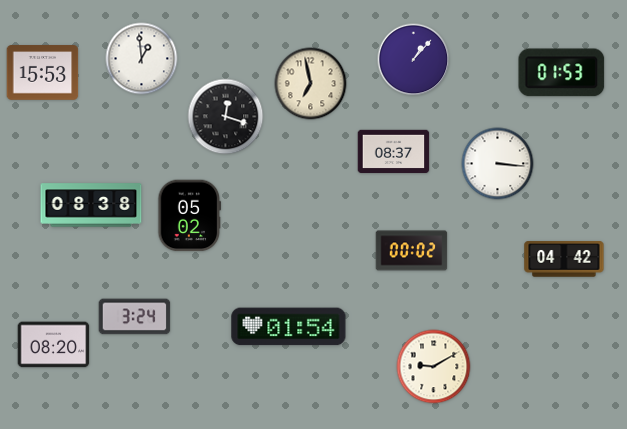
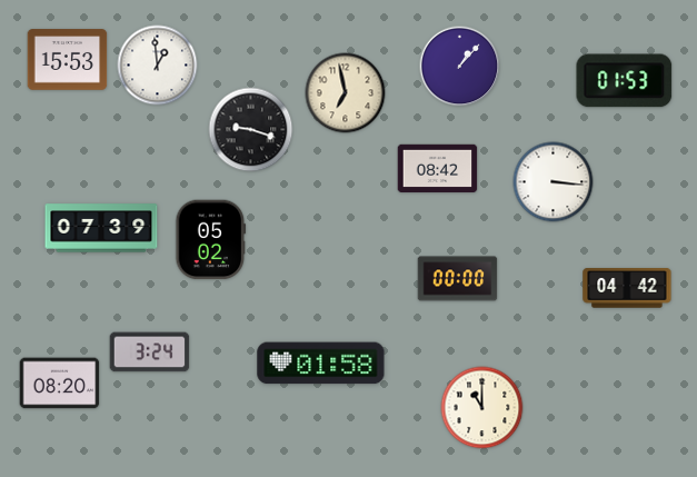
clock at (43, 73) position: (43, 73) -> (68, 60)
clock at (226, 117): 12:18 -> 9:18
clock at (394, 152): 08:37 -> 08:42
clock at (91, 205): 08:38 -> 07:39
clock at (412, 251): 00:02 -> 00:00
clock at (289, 327): 01:54 -> 01:58
clock at (434, 367): 9:10 -> 11:00
